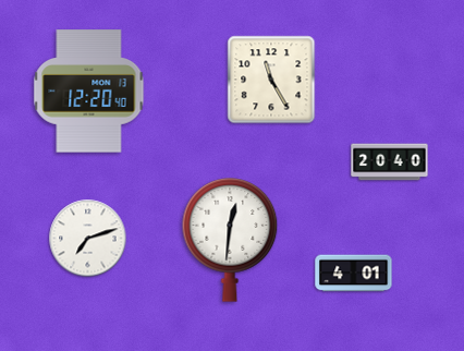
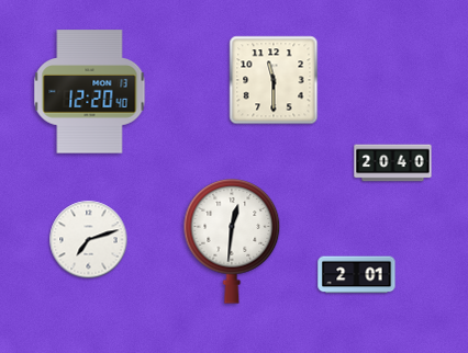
clock at (271, 80): 11:25 -> 11:30
clock at (354, 274): 4:01 -> 2:01
